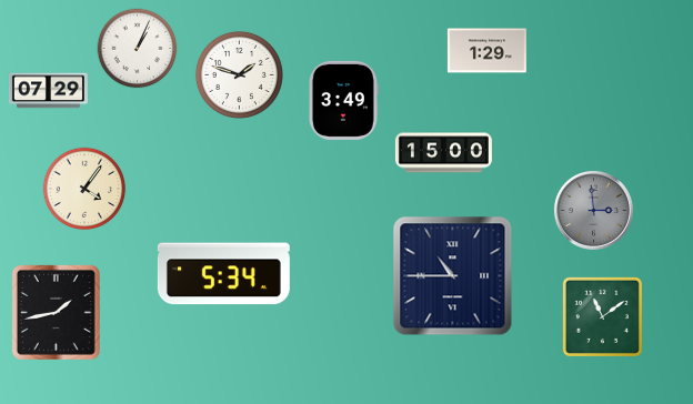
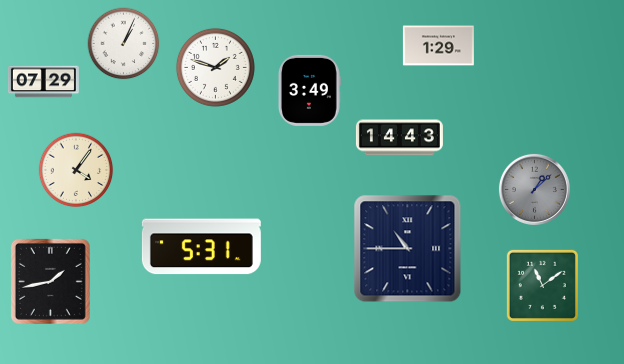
clock at (443, 153): 15:00 -> 14:43
clock at (593, 210): 2:59 -> 1:08
clock at (223, 274): 5:34 -> 5:31
